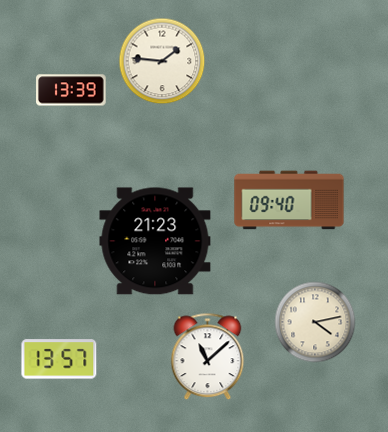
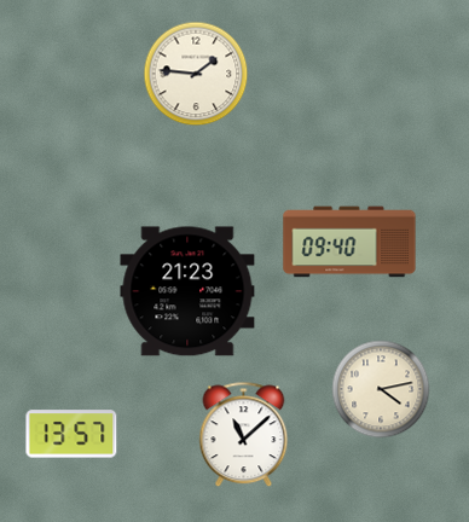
clock at (71, 90): 13:39 -> none
clock at (208, 357) position: (208, 357) -> (244, 435)
